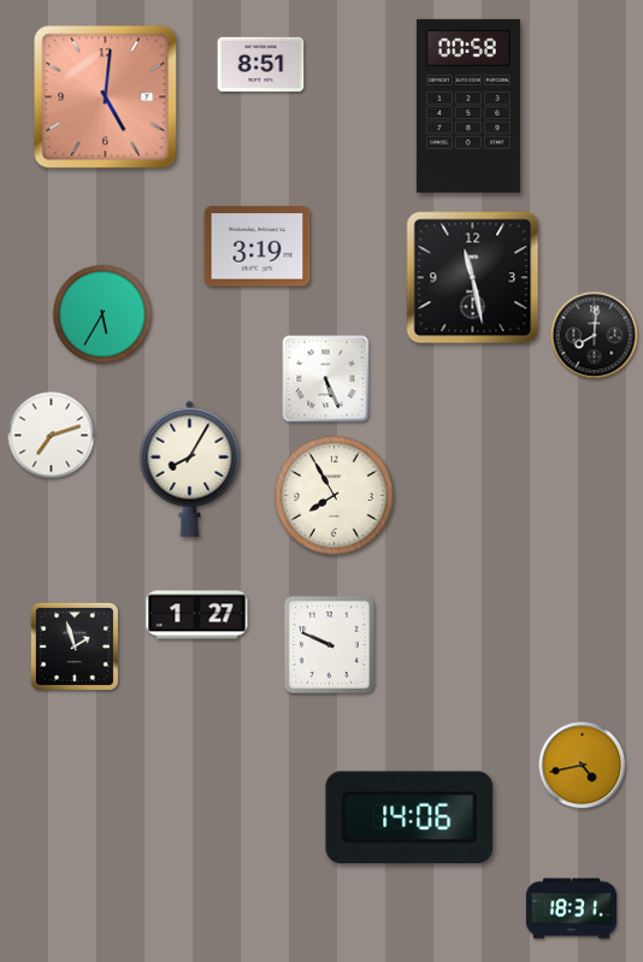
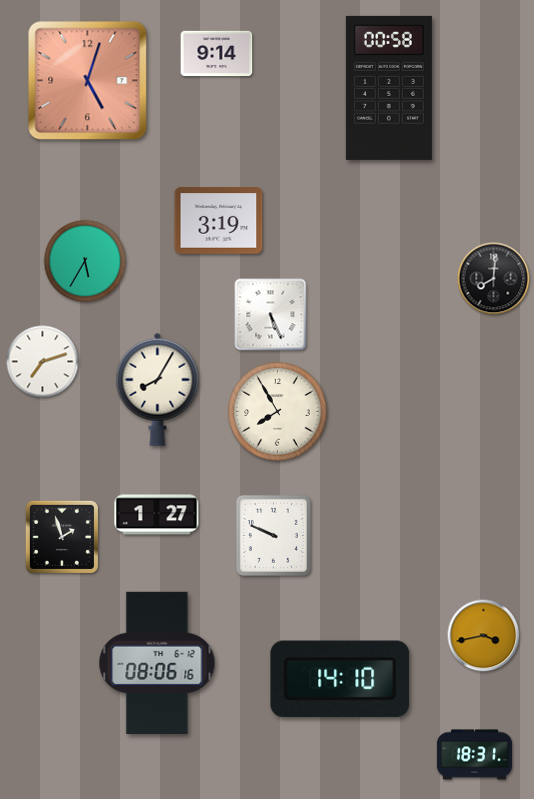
clock at (261, 65): 8:51 -> 9:14
clock at (106, 98): 5:01 -> 5:03
clock at (258, 247) position: (258, 247) -> (219, 221)
clock at (473, 278): 11:28 -> none
clock at (197, 615) position: (197, 615) -> (157, 515)
clock at (583, 766): 4:43 -> 3:43
clock at (157, 663): none -> 08:06
clock at (409, 818): 14:06 -> 14:10
